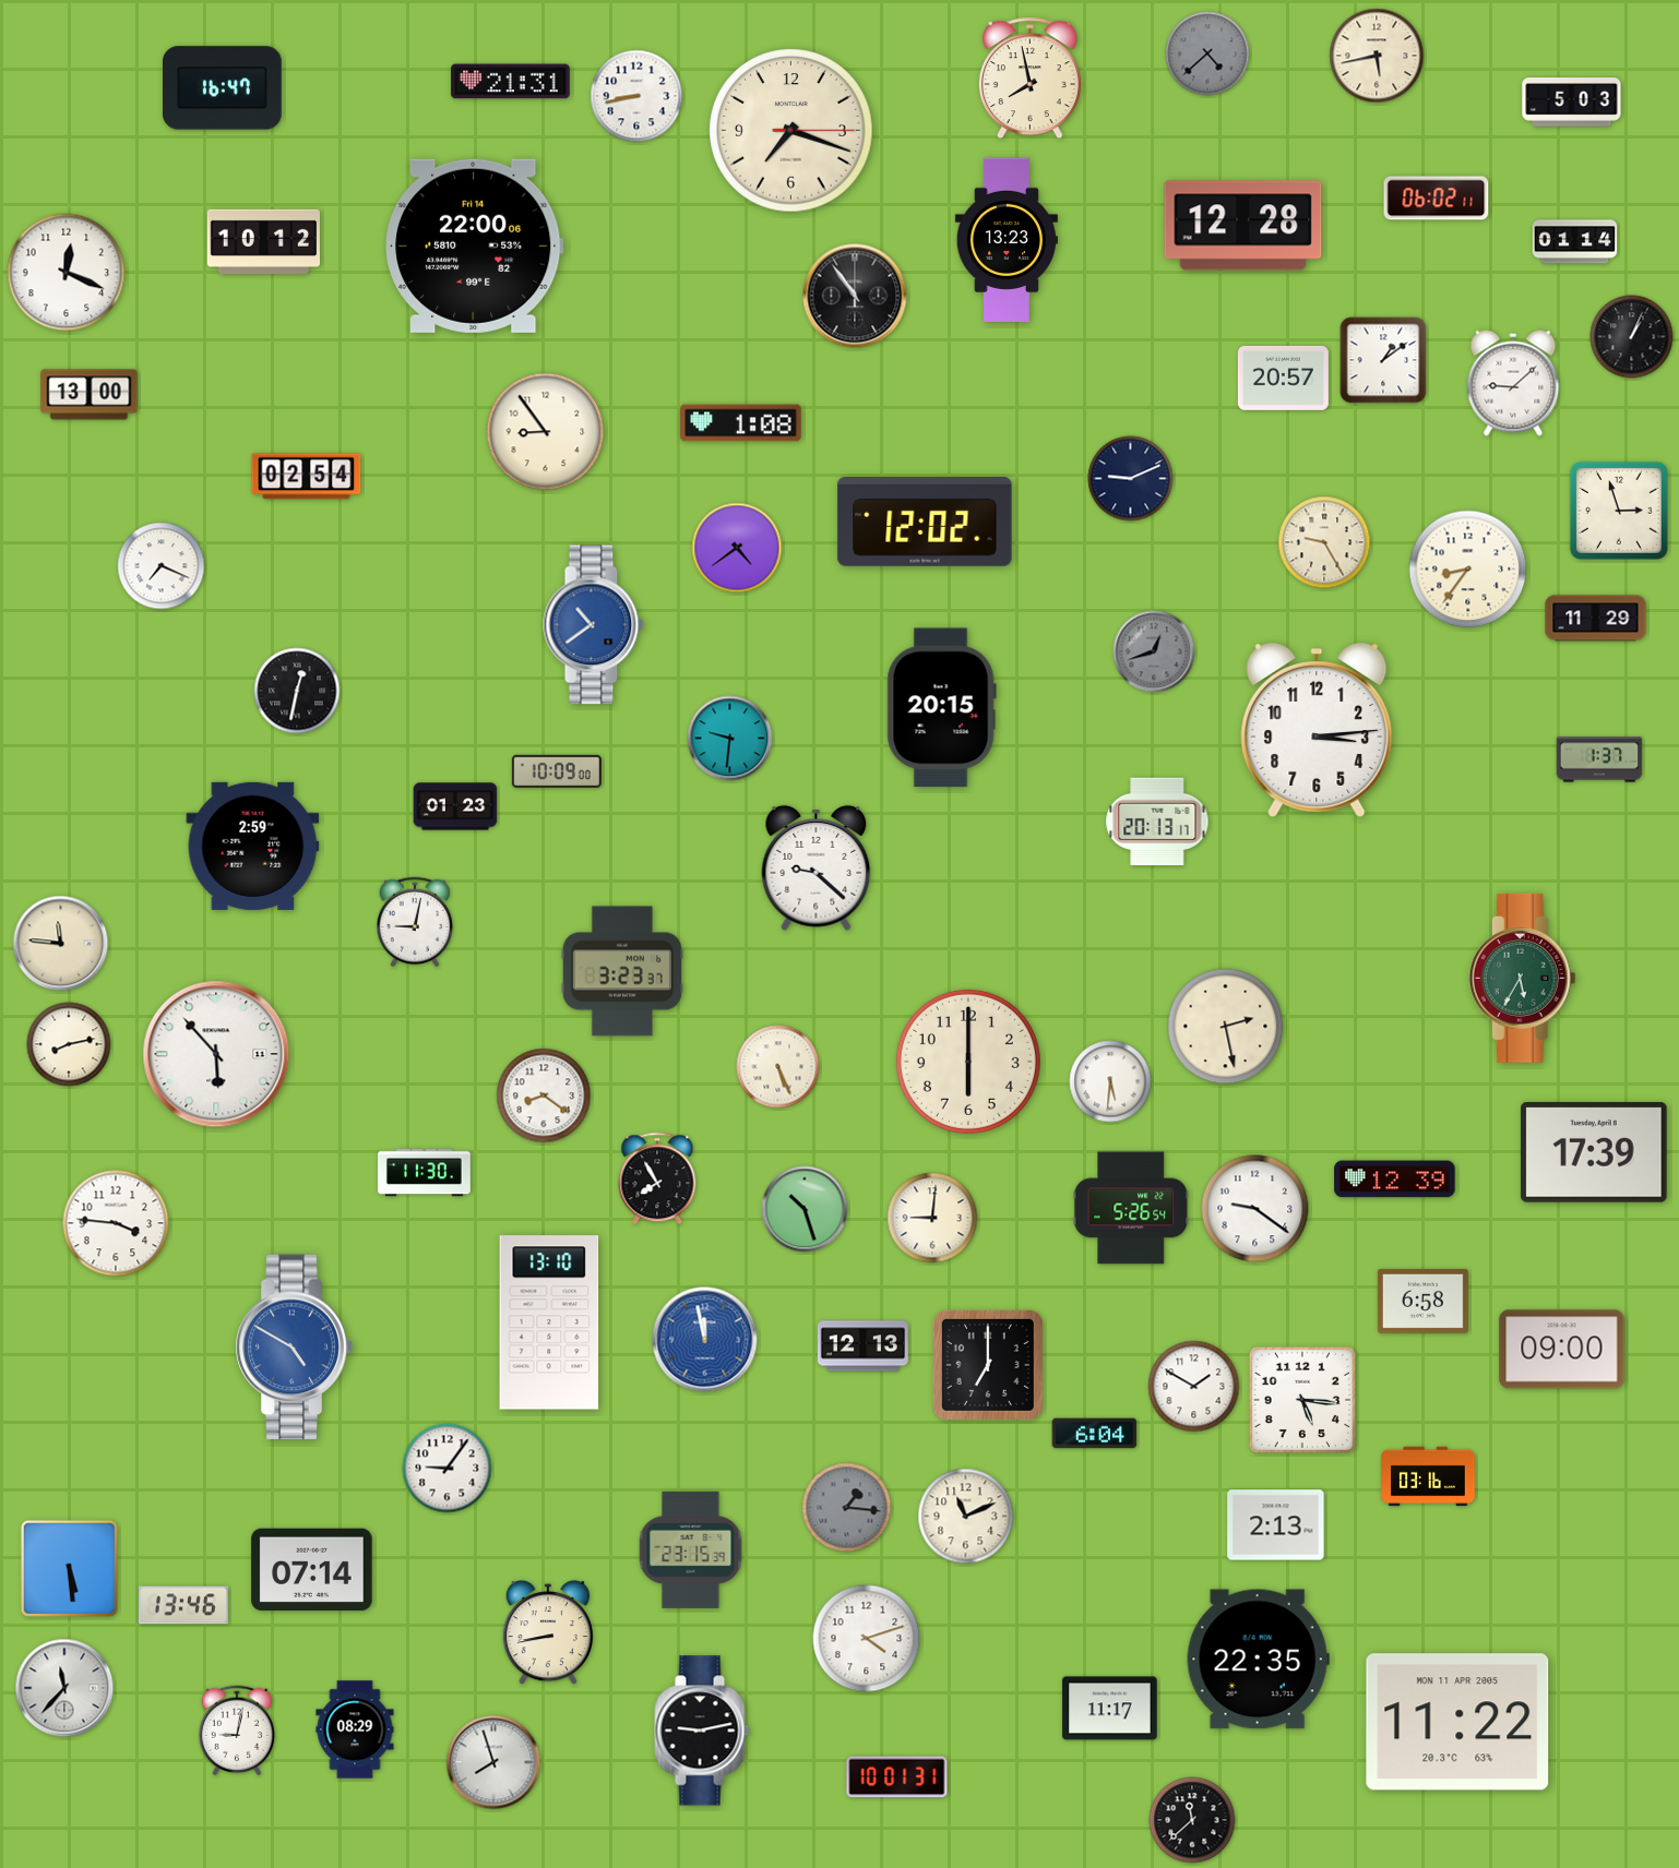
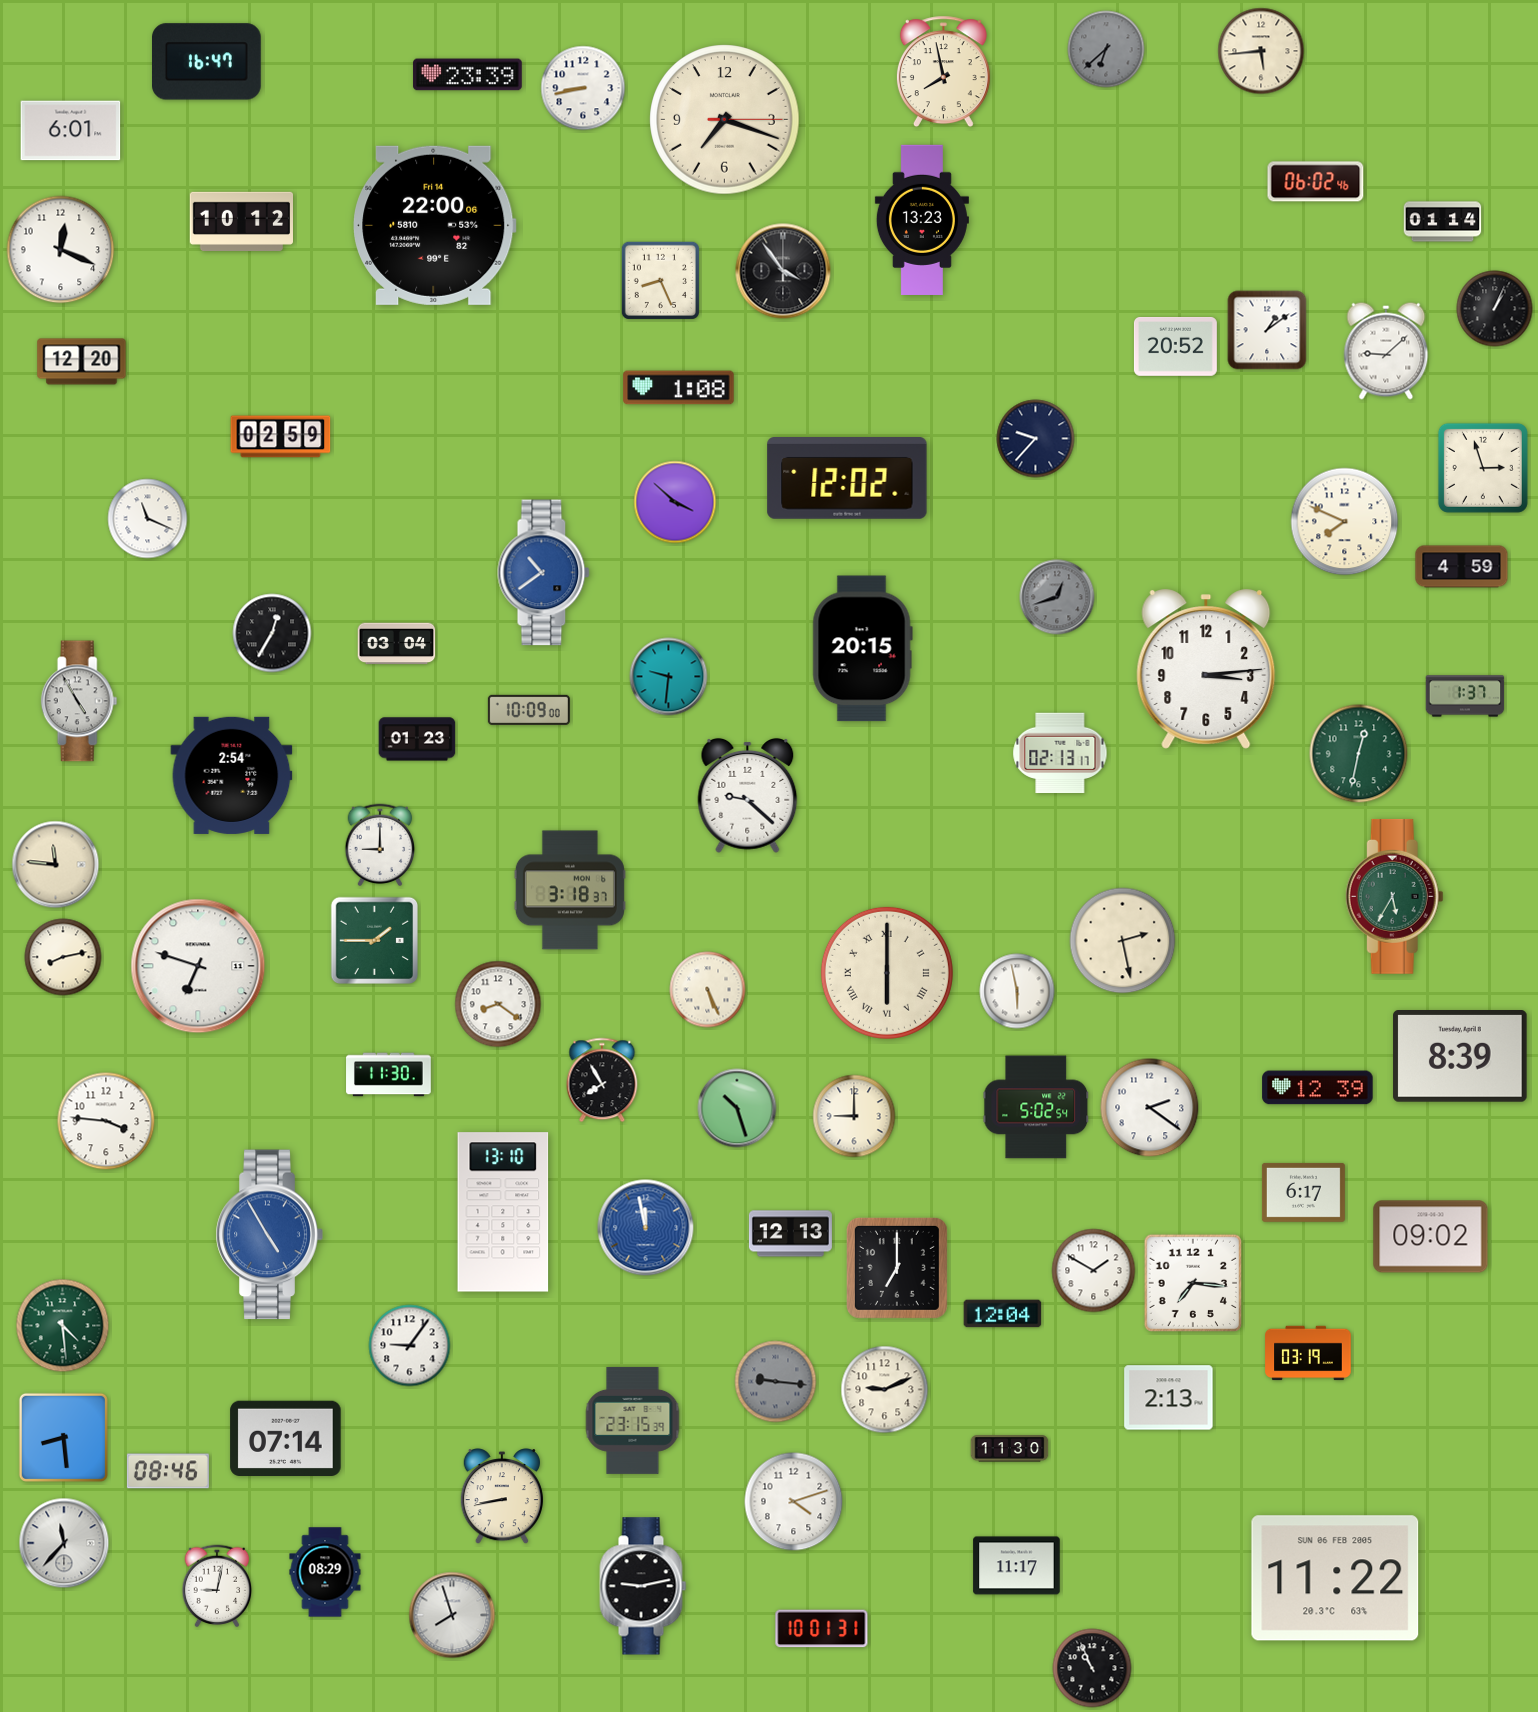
clock at (1207, 53): 4:38 -> 6:38
clock at (1377, 56): 5:43 -> 5:44
clock at (511, 82): 21:31 -> 23:39
clock at (223, 88) position: (223, 88) -> (207, 62)
clock at (1572, 103): 5:03 -> none
clock at (71, 131): none -> 6:01
clock at (1437, 199): 06:02:11 -> 06:02:46
clock at (1243, 226): 12:28 -> none
clock at (855, 296): 10:54 -> 3:54
clock at (660, 280): none -> 8:26
clock at (1283, 378): 20:57 -> 20:52
clock at (90, 395): 13:00 -> 12:20
clock at (546, 432): 8:54 -> none
clock at (307, 477): 02:54 -> 02:59
clock at (1131, 479): 9:11 -> 9:37
clock at (1324, 542): 9:25 -> none
clock at (737, 548): 4:39 -> 3:52
clock at (162, 566): 7:19 -> 11:19
clock at (1468, 570): 8:36 -> 7:49
clock at (1596, 619): 11:29 -> 4:59
clock at (297, 691): 12:32 -> 12:35
clock at (397, 644): none -> 03:04
clock at (79, 701): none -> 4:55
clock at (557, 771) position: (557, 771) -> (529, 710)
clock at (1157, 822): 20:13 -> 02:13
clock at (1359, 754): none -> 12:32
clock at (253, 846): 2:59 -> 2:54
clock at (415, 922): 9:02 -> 9:00
clock at (622, 971): 3:23 -> 3:18
clock at (374, 940): none -> 1:45
clock at (216, 1054): 5:53 -> 6:48
clock at (968, 1062) numerals: Arabic -> Roman
clock at (778, 1067) position: (778, 1067) -> (708, 990)
clock at (1110, 1081): 5:31 -> 5:58
clock at (1594, 1153): 17:39 -> 8:39
clock at (1395, 1180) position: (1395, 1180) -> (1318, 1088)
clock at (1131, 1208): 5:26 -> 5:02
clock at (1255, 1209): 9:21 -> 2:21
clock at (932, 1218): 9:01 -> 9:00
clock at (1422, 1301): 6:58 -> 6:17
clock at (294, 1348): 4:50 -> 4:55
clock at (1562, 1350): 09:00 -> 09:02
clock at (988, 1365) position: (988, 1365) -> (897, 1268)
clock at (1301, 1399): 5:16 -> 7:16
clock at (1095, 1434): 6:04 -> 12:04
clock at (63, 1326): none -> 4:29
clock at (1428, 1476): 03:16 -> 03:19
clock at (847, 1508): 1:16 -> 9:16
clock at (966, 1517): 11:11 -> 9:11
clock at (69, 1568): 5:29 -> 8:29
clock at (1010, 1449): none -> 11:30
clock at (183, 1605): 13:46 -> 08:46
clock at (1258, 1660): 22:35 -> none
clock at (64, 1688) position: (64, 1688) -> (64, 1543)
clock at (1457, 1722) date: MON 11 APR 2005 -> SUN 06 FEB 2005
clock at (355, 1729) position: (355, 1729) -> (325, 1572)
clock at (1192, 1820): 11:38 -> 10:56
